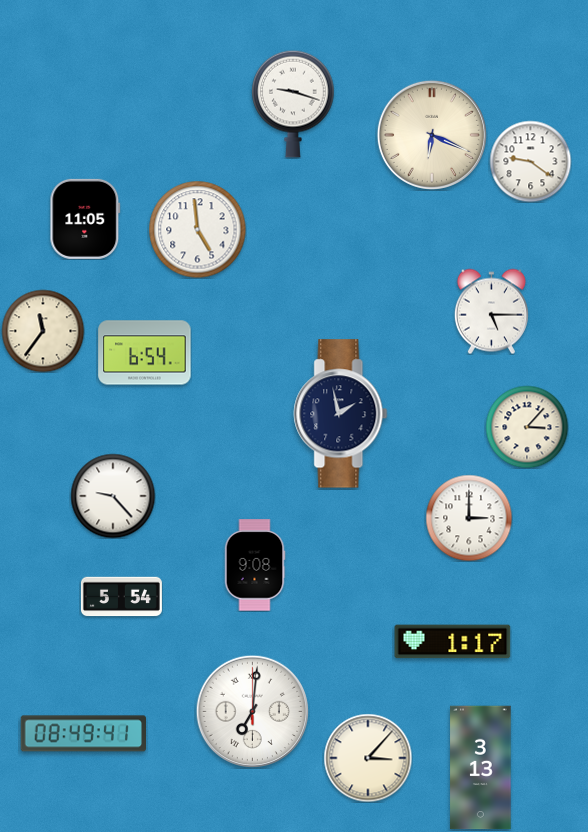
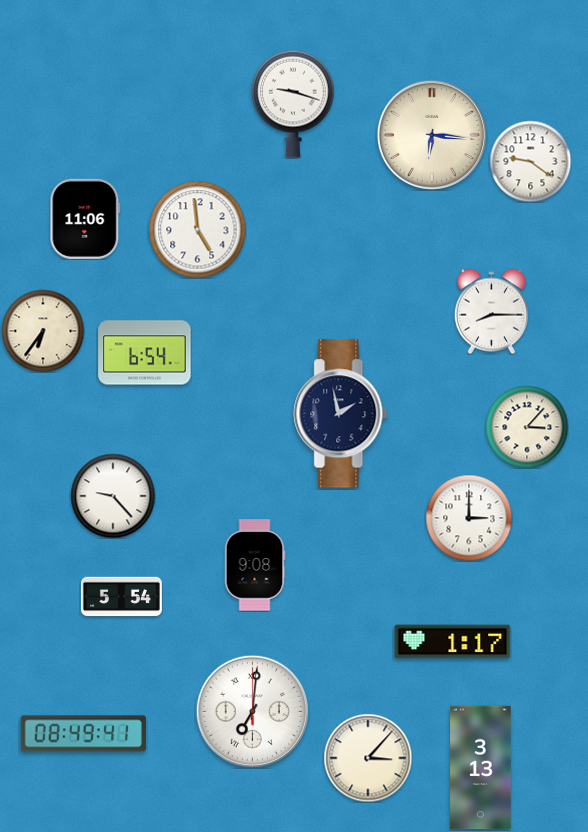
clock at (432, 135): 6:19 -> 6:16
clock at (85, 219): 11:05 -> 11:06
clock at (491, 311): 5:15 -> 8:15
clock at (43, 331): 11:36 -> 6:36
